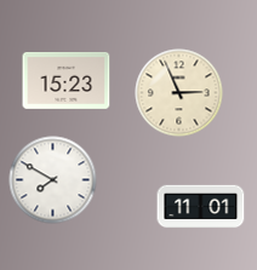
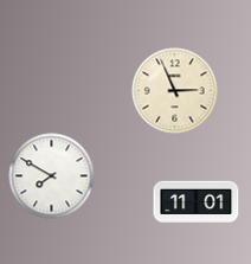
clock at (67, 81): 15:23 -> none
